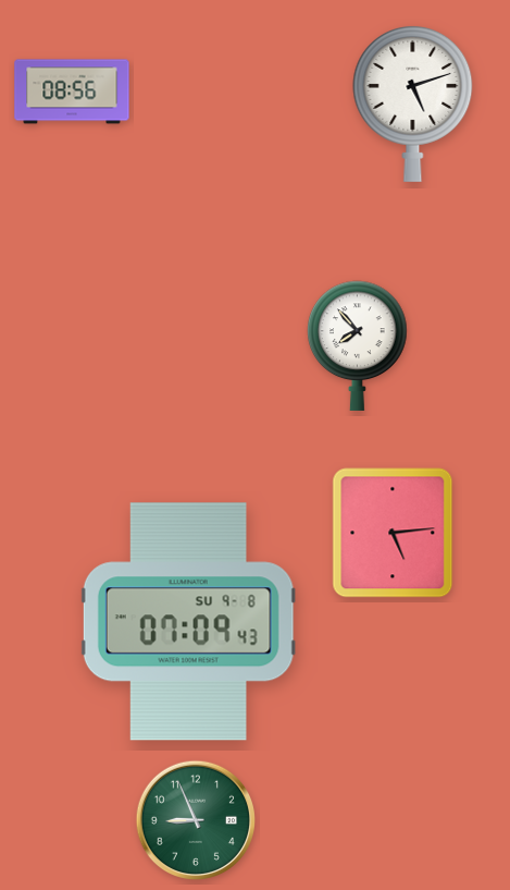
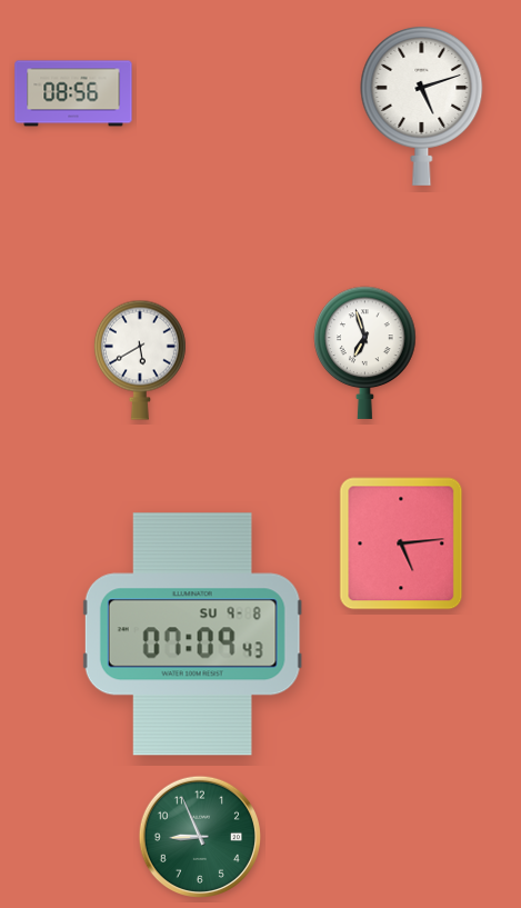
clock at (358, 345): 7:53 -> 6:57
clock at (140, 360): none -> 5:40
